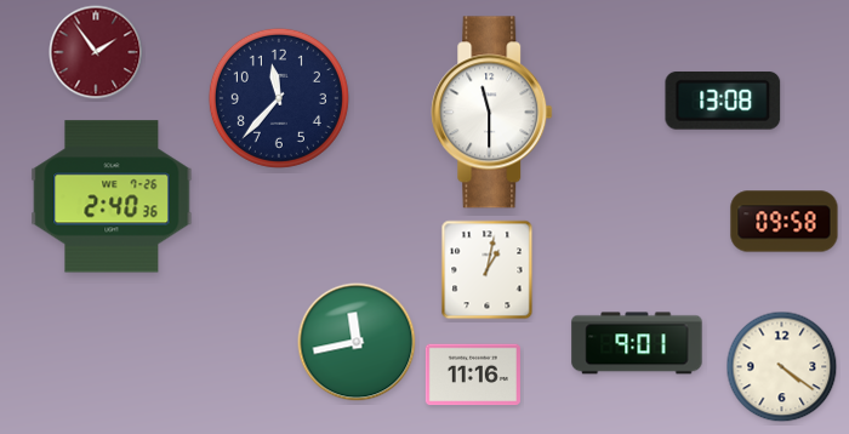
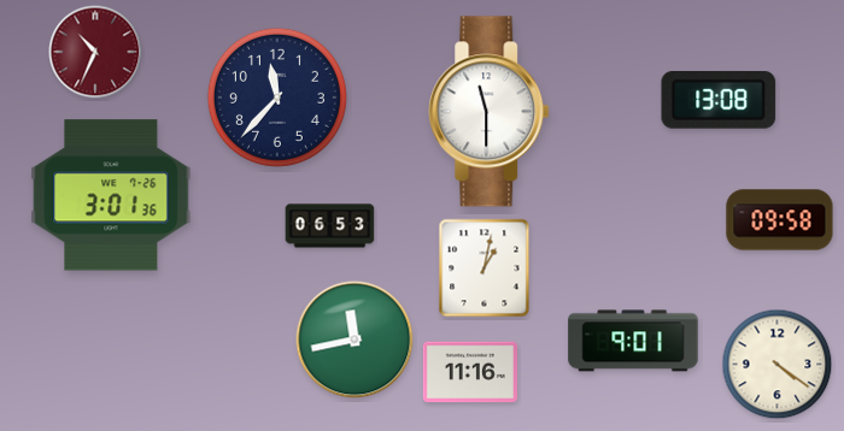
clock at (96, 52): 1:54 -> 10:34
clock at (112, 196): 2:40 -> 3:01
clock at (330, 226): none -> 06:53
